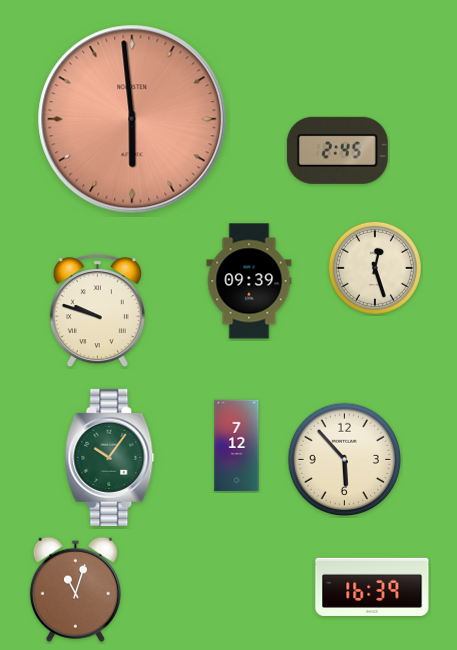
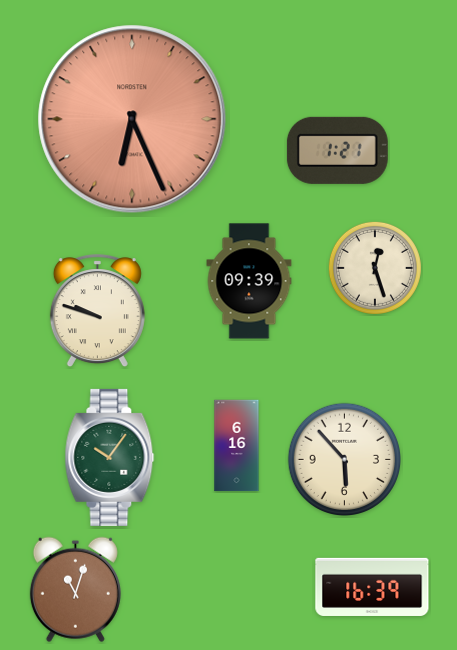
clock at (132, 119): 5:59 -> 6:26
clock at (337, 150): 2:45 -> 1:21
clock at (237, 446): 7:12 -> 6:16
